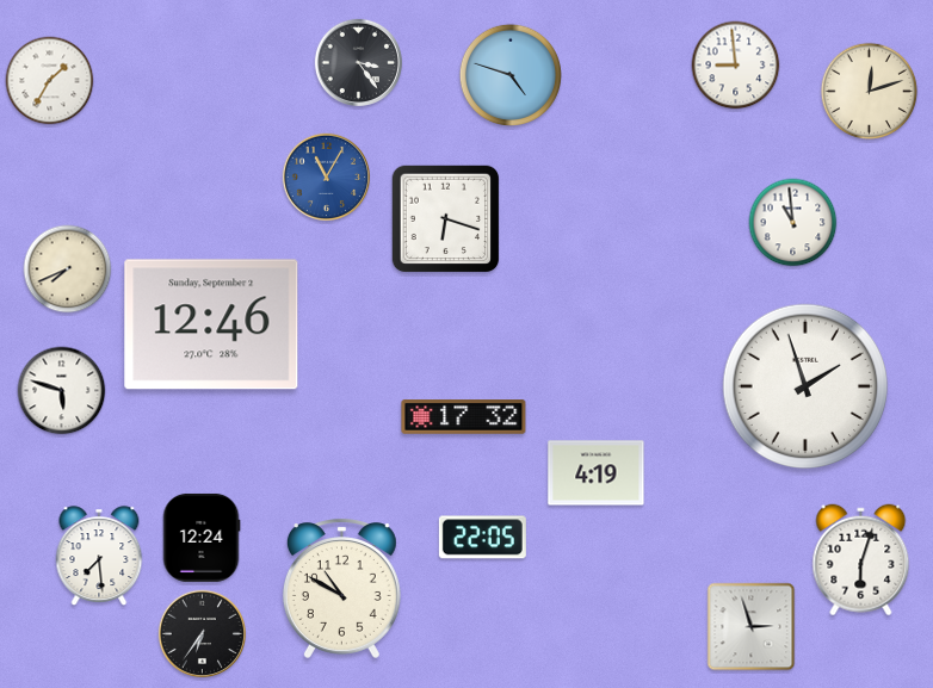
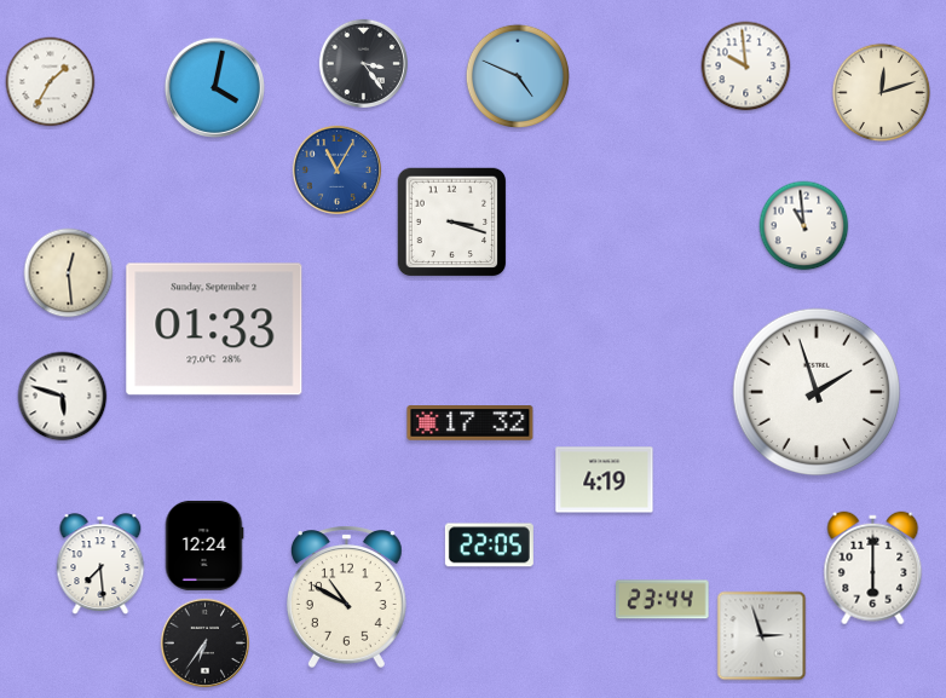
clock at (736, 66): 8:59 -> 9:59
clock at (511, 75): 4:48 -> 4:49
clock at (214, 87): none -> 4:02
clock at (326, 176) position: (326, 176) -> (336, 169)
clock at (446, 219): 6:18 -> 3:18
clock at (68, 269): 7:41 -> 12:29
clock at (211, 324): 12:46 -> 01:33
clock at (861, 560): 6:03 -> 6:00
clock at (663, 600): none -> 23:44
